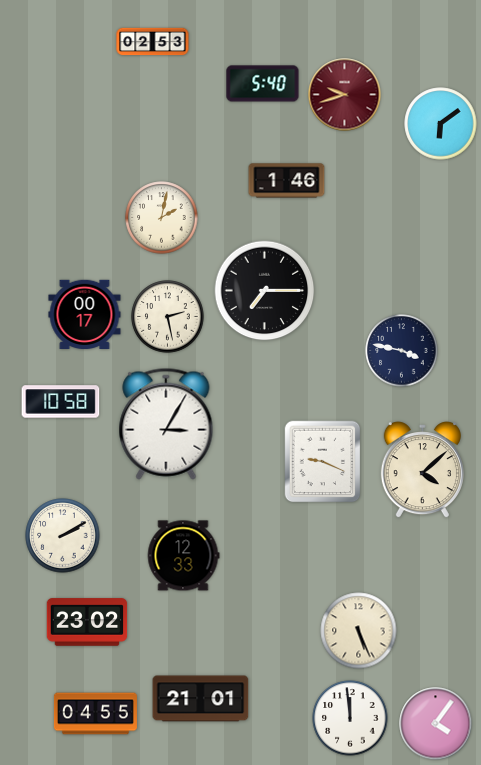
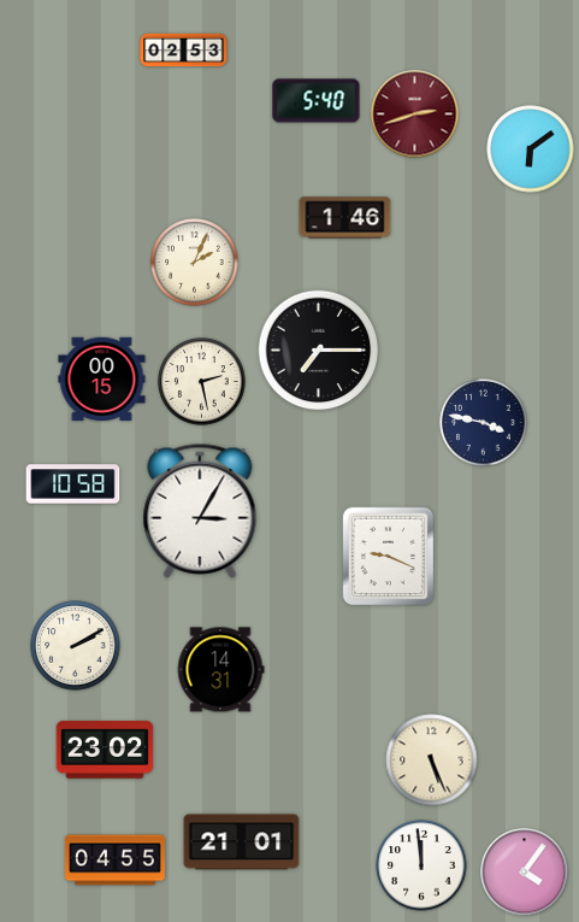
clock at (345, 95): 9:42 -> 2:42
clock at (162, 218): 2:02 -> 2:04
clock at (85, 314): 00:17 -> 00:15
clock at (422, 470): 4:08 -> none
clock at (183, 556): 12:33 -> 14:31
